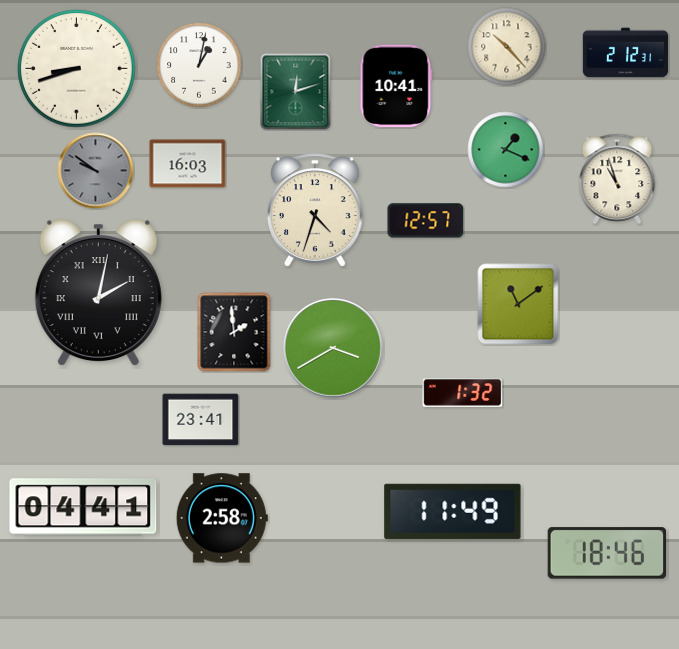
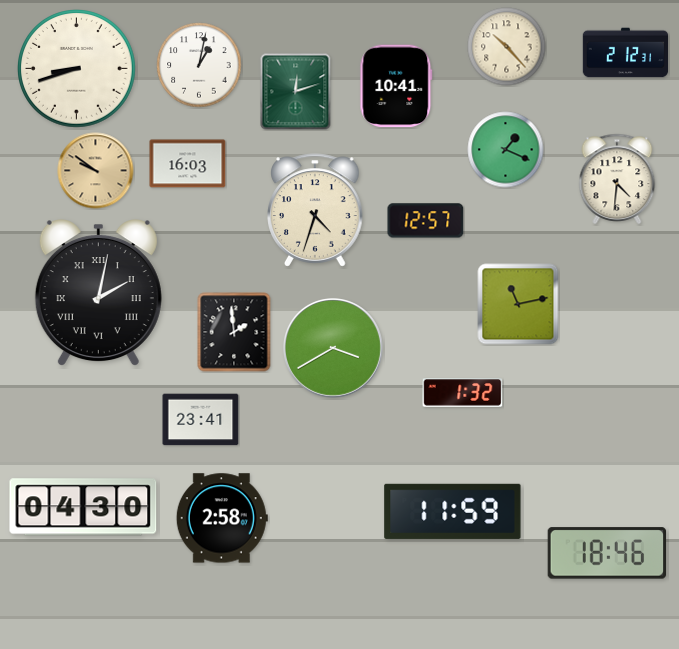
clock at (96, 171) dial: grey -> champagne
clock at (617, 179): 10:57 -> 4:31
clock at (518, 304): 11:09 -> 11:13
clock at (83, 507): 04:41 -> 04:30
clock at (453, 511): 11:49 -> 11:59
